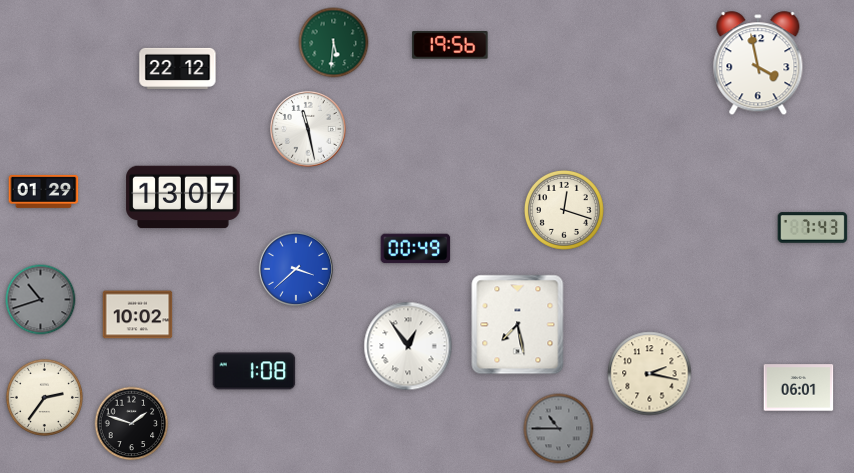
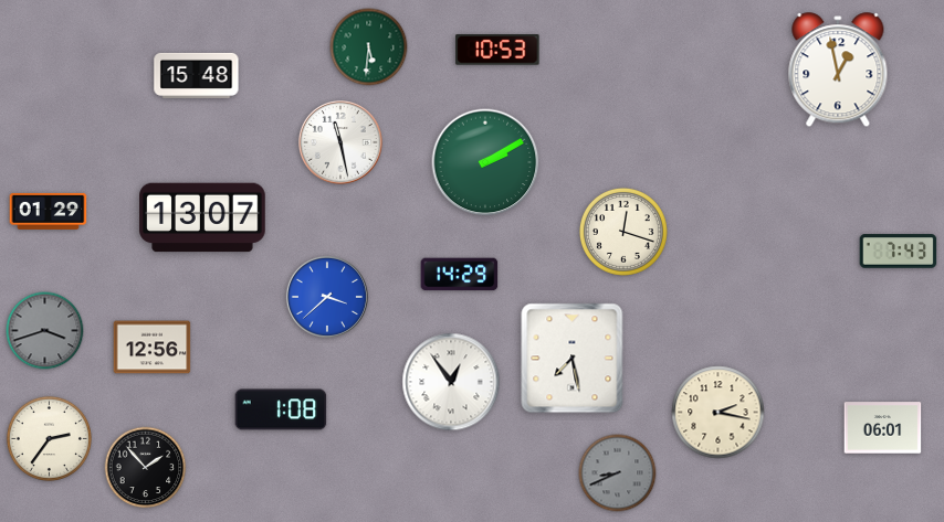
clock at (450, 45): 19:56 -> 10:53
clock at (758, 64): 3:58 -> 12:58
clock at (178, 68): 22:12 -> 15:48
clock at (485, 162): none -> 2:10
clock at (416, 249): 00:49 -> 14:29
clock at (41, 300): 10:42 -> 3:42
clock at (138, 315): 10:02 -> 12:56
clock at (132, 424): 1:48 -> 1:53
clock at (559, 429): 10:45 -> 8:41
